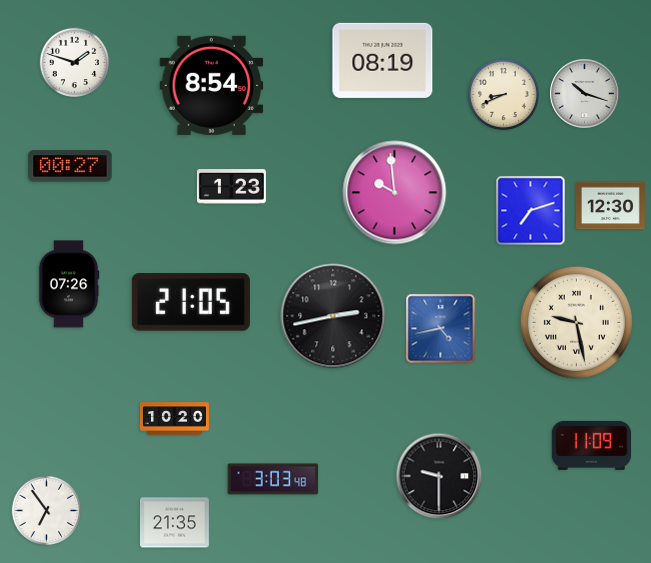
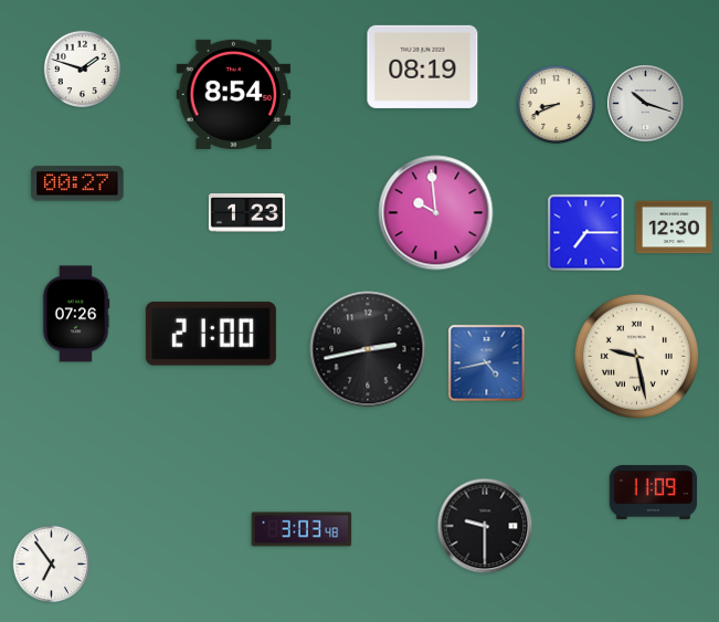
clock at (231, 187) position: (231, 187) -> (246, 213)
clock at (531, 211): 7:12 -> 7:15
clock at (191, 302): 21:05 -> 21:00
clock at (175, 419): 10:20 -> none
clock at (174, 523): 21:35 -> none
